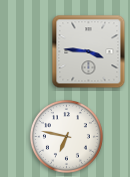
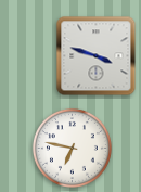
clock at (89, 52): 3:46 -> 3:48
